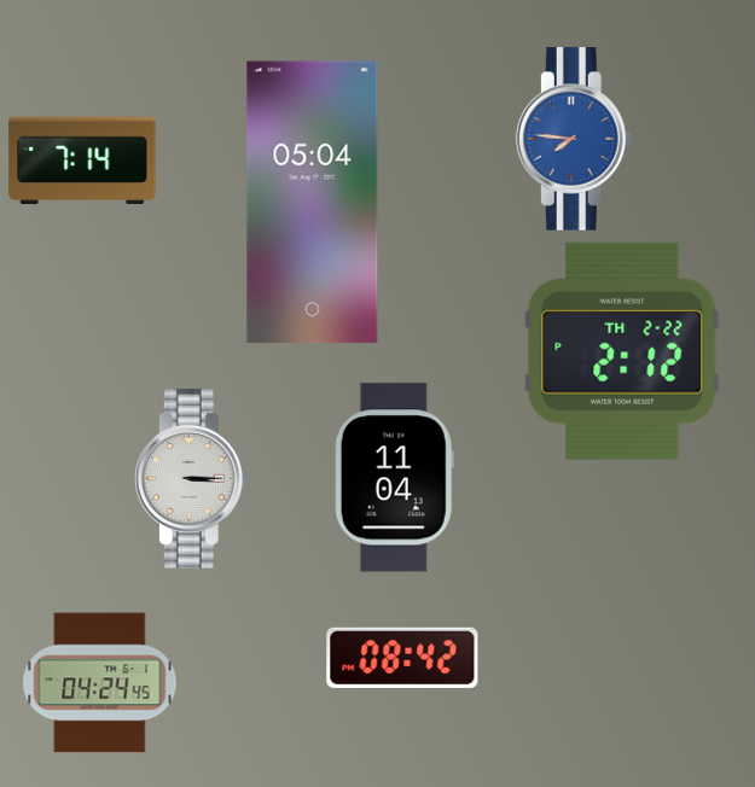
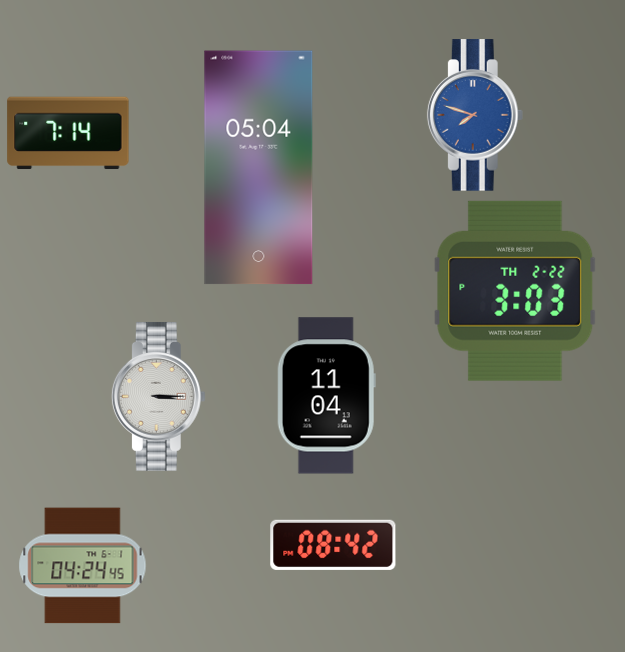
clock at (574, 139): 7:46 -> 7:48
clock at (622, 351): 2:12 -> 3:03
